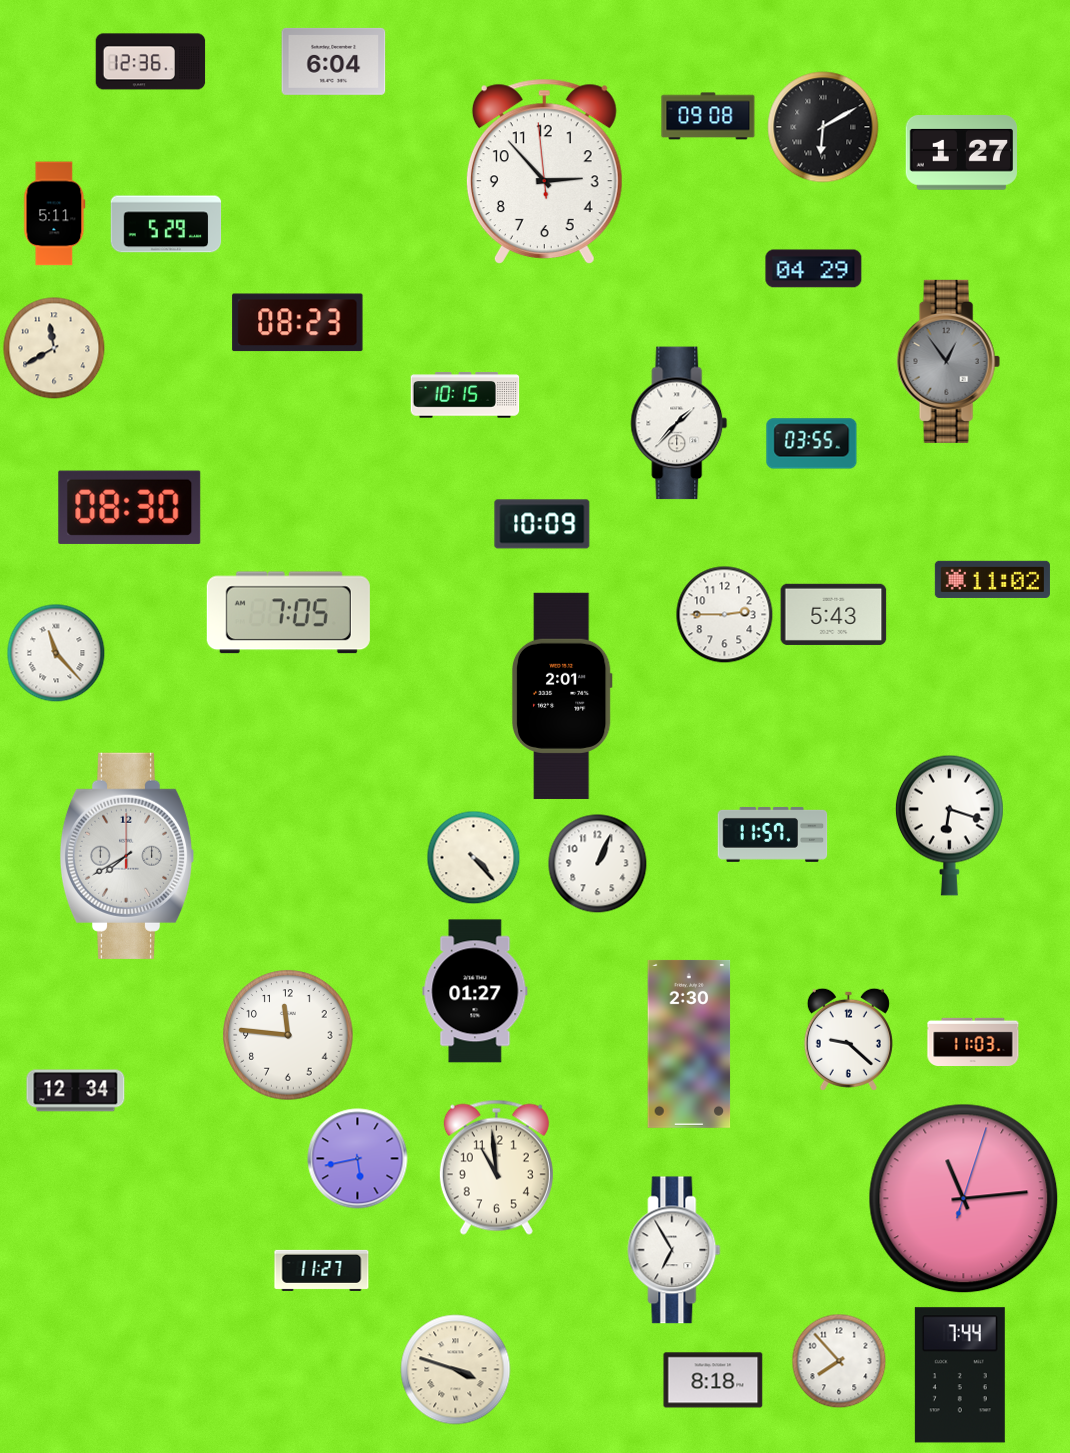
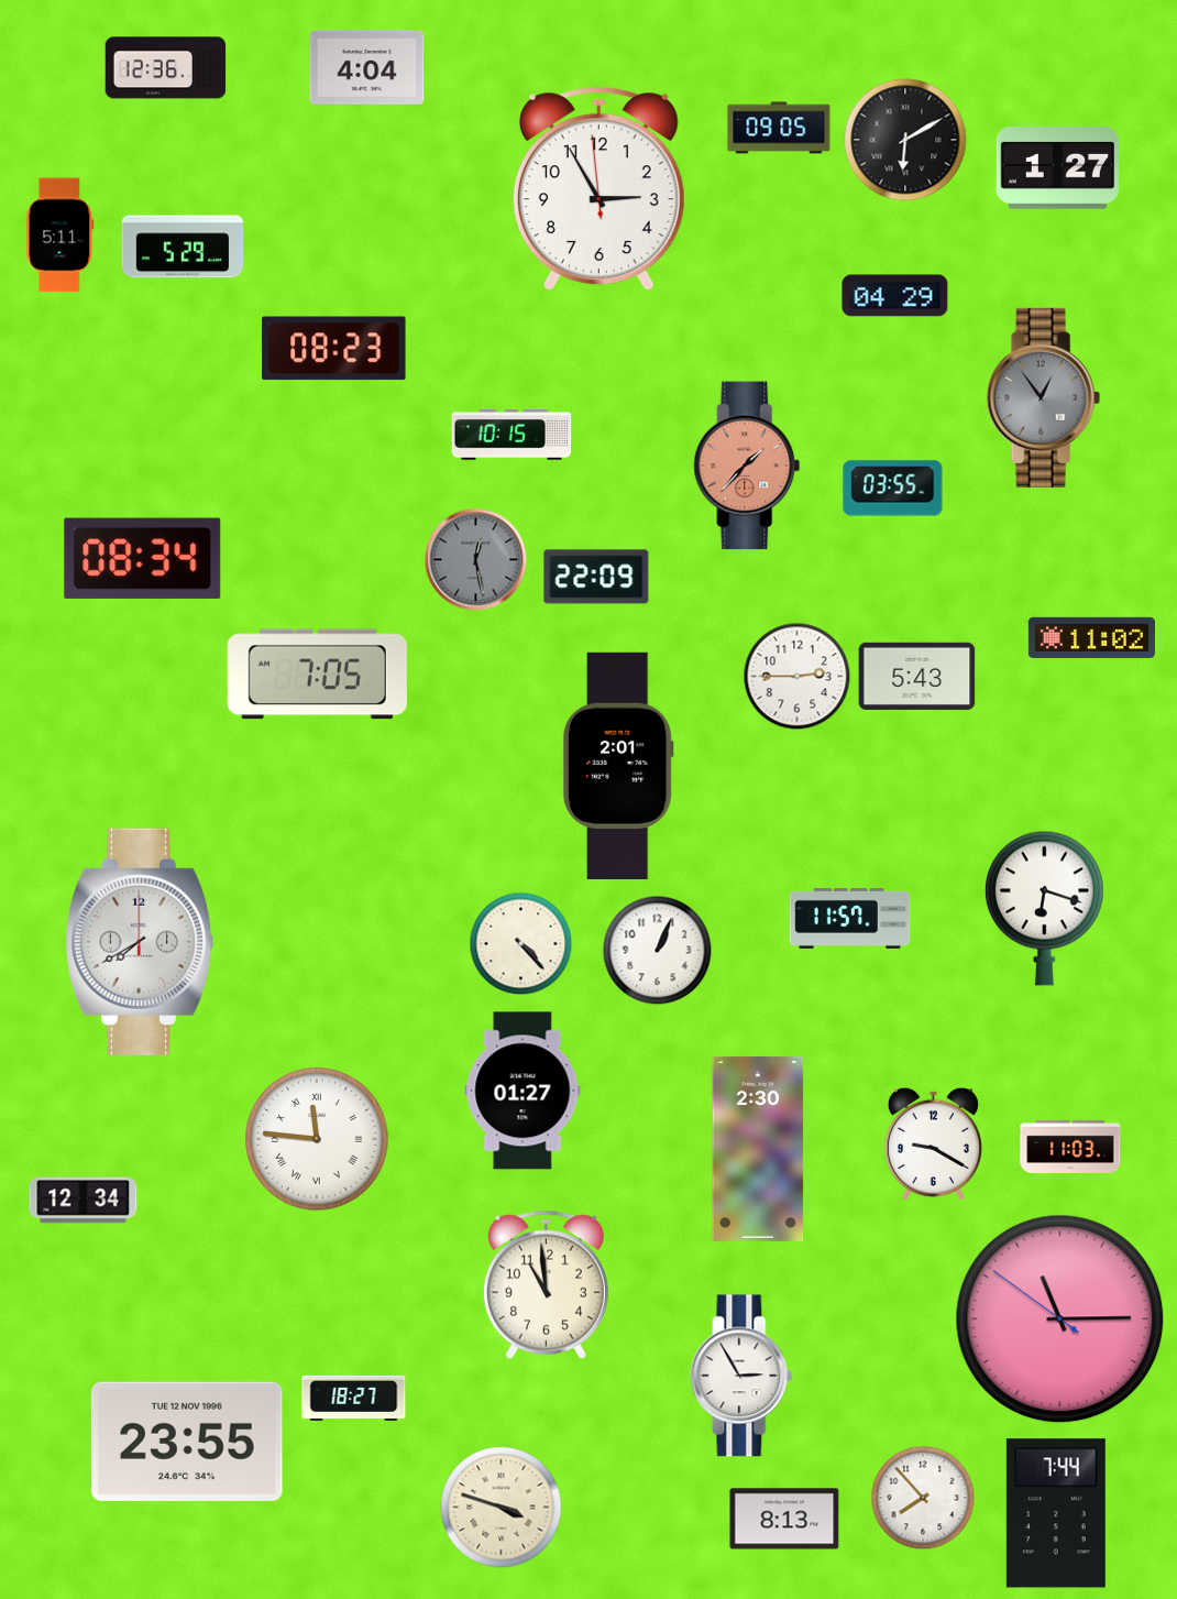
clock at (334, 61): 6:04 -> 4:04
clock at (708, 116): 09:08 -> 09:05
clock at (544, 171): 2:52 -> 2:54
clock at (298, 323) position: (298, 323) -> (334, 349)
clock at (54, 348): 11:40 -> none
clock at (679, 423) dial: white -> salmon
clock at (130, 507): 08:30 -> 08:34
clock at (475, 559): none -> 12:28
clock at (542, 524): 10:09 -> 22:09
clock at (56, 653): 11:23 -> none
clock at (288, 1035) numerals: Arabic -> Roman
clock at (848, 1039): 9:22 -> 9:20
clock at (358, 1159): 5:43 -> none
clock at (964, 1199): 11:14:03 -> 11:14:51
clock at (674, 1250): 6:55 -> 2:55
clock at (322, 1270): 11:27 -> 18:27
clock at (187, 1442): none -> 23:55
clock at (713, 1380): 8:18 -> 8:13
